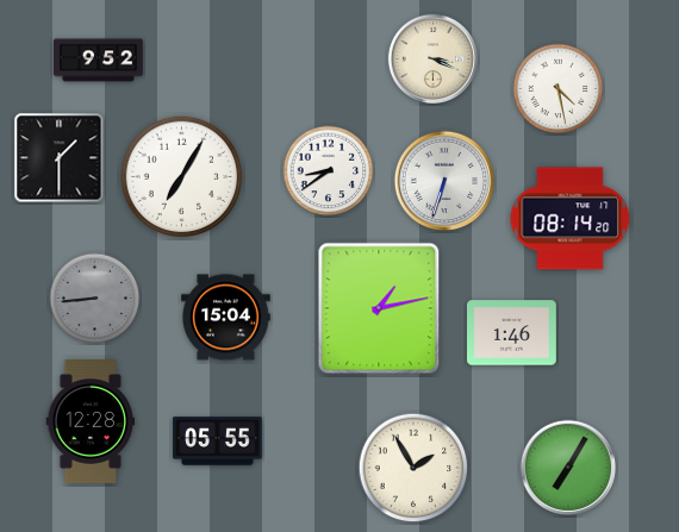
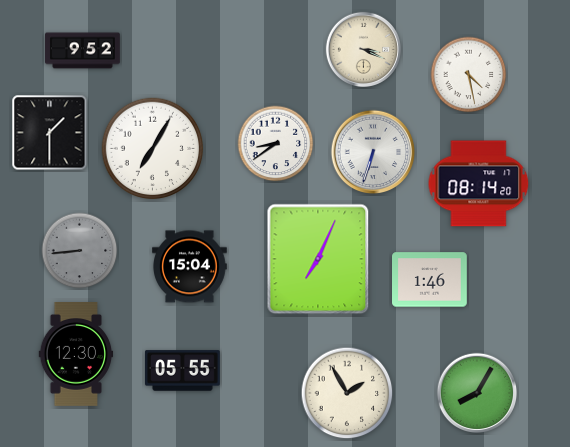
clock at (379, 308): 1:13 -> 7:04
clock at (91, 423): 12:28 -> 12:30
clock at (568, 468): 7:05 -> 8:05
